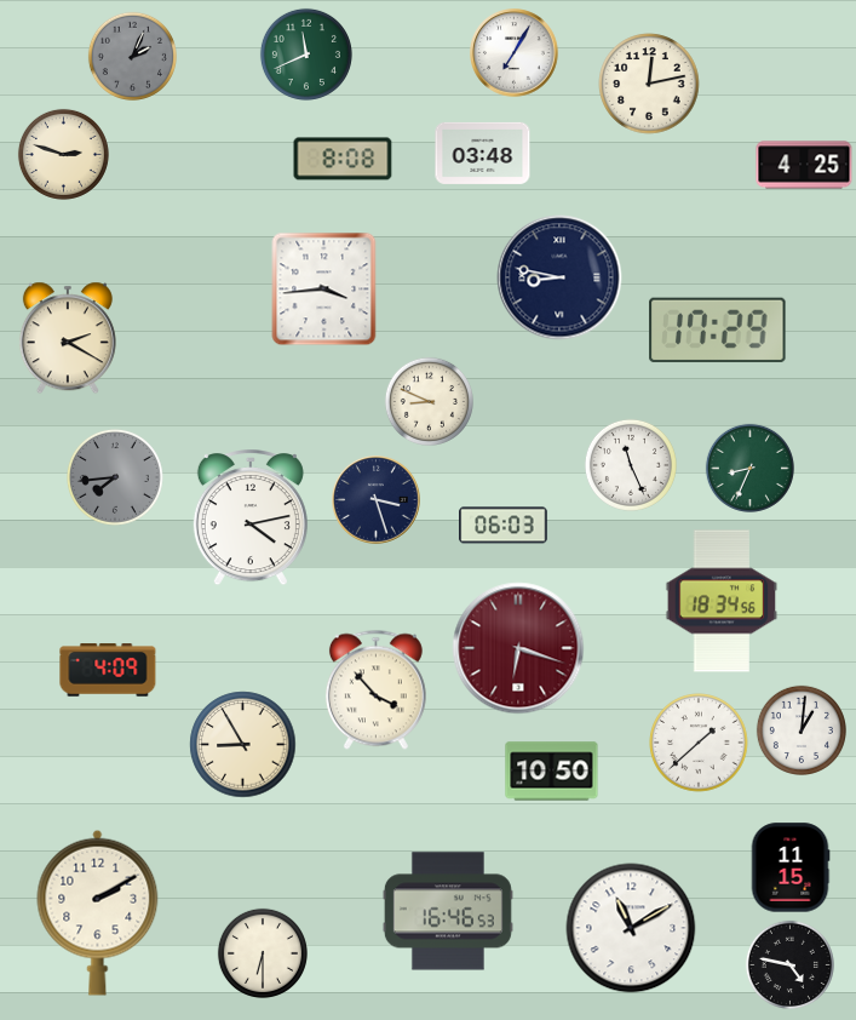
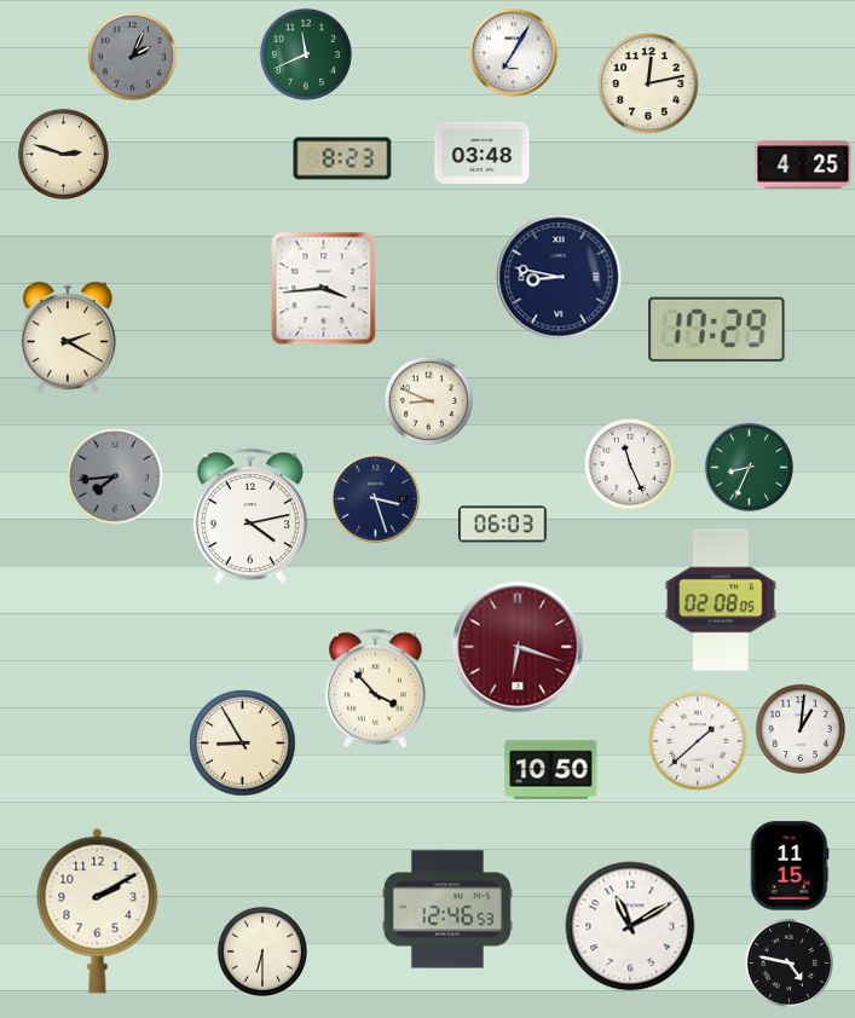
clock at (343, 159): 8:08 -> 8:23
clock at (722, 601): 18:34 -> 02:08
clock at (108, 670): 4:09 -> none
clock at (448, 911): 16:46 -> 12:46
